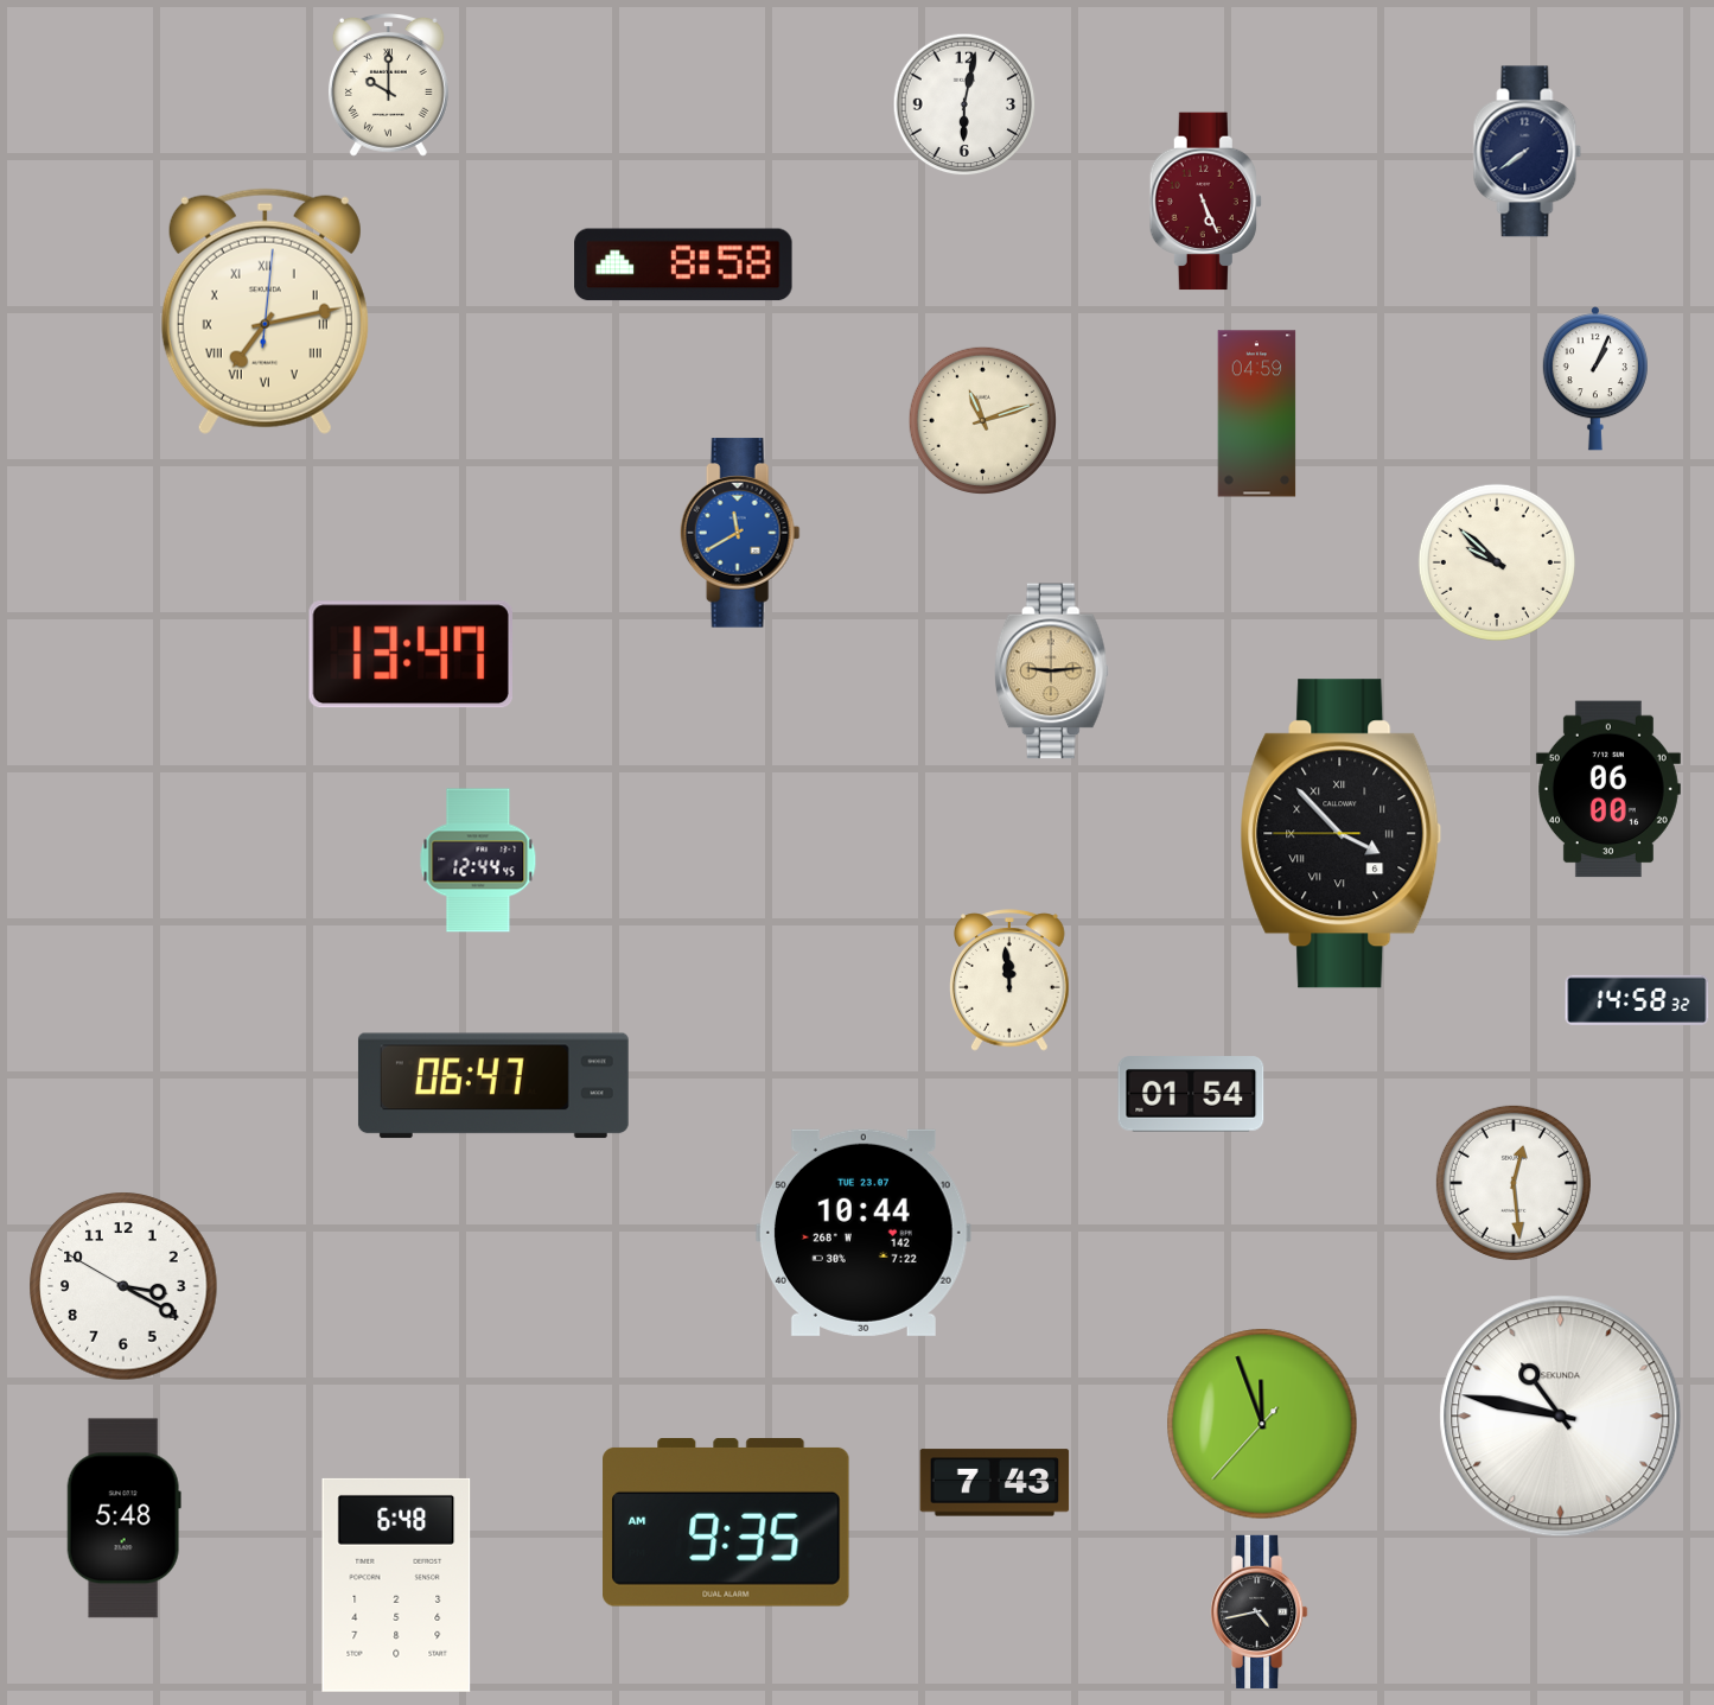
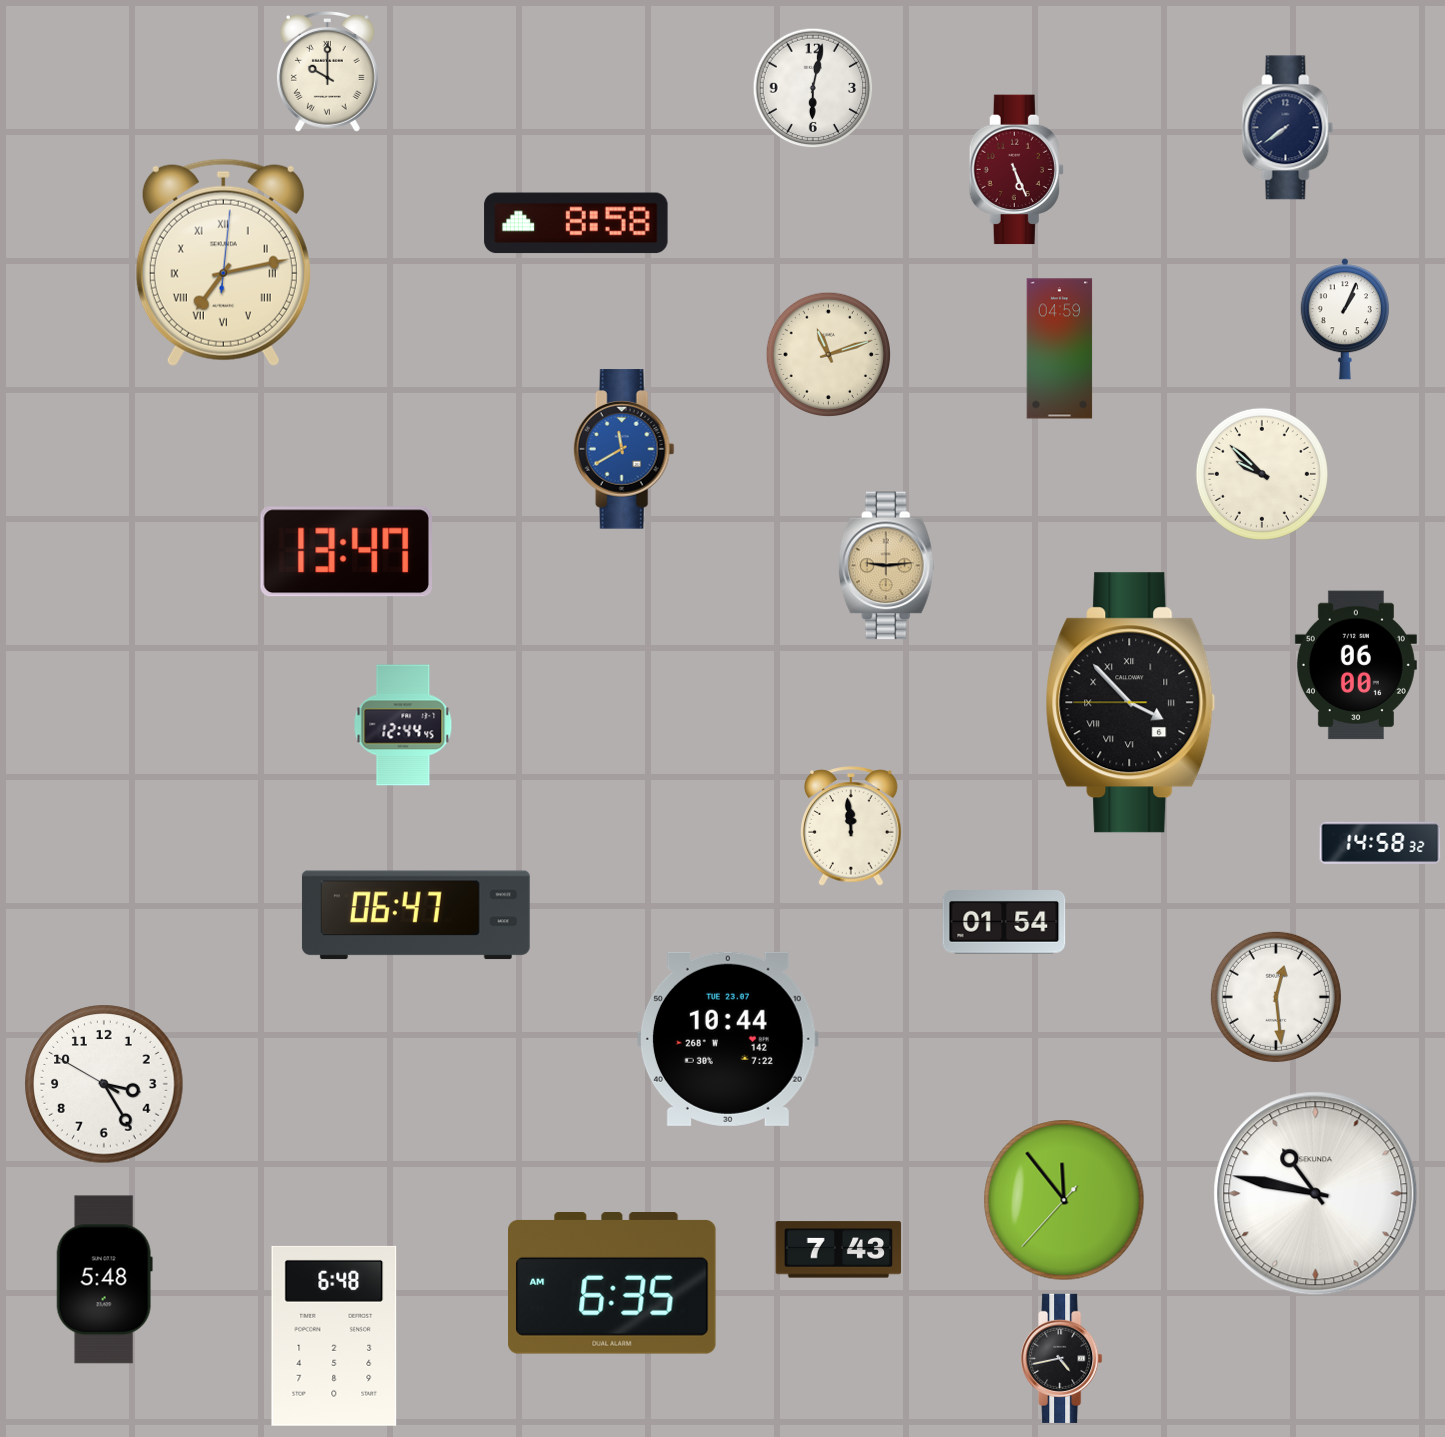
clock at (123, 1286): 3:19 -> 3:24
clock at (1262, 1424): 11:56 -> 11:53
clock at (726, 1523): 9:35 -> 6:35
